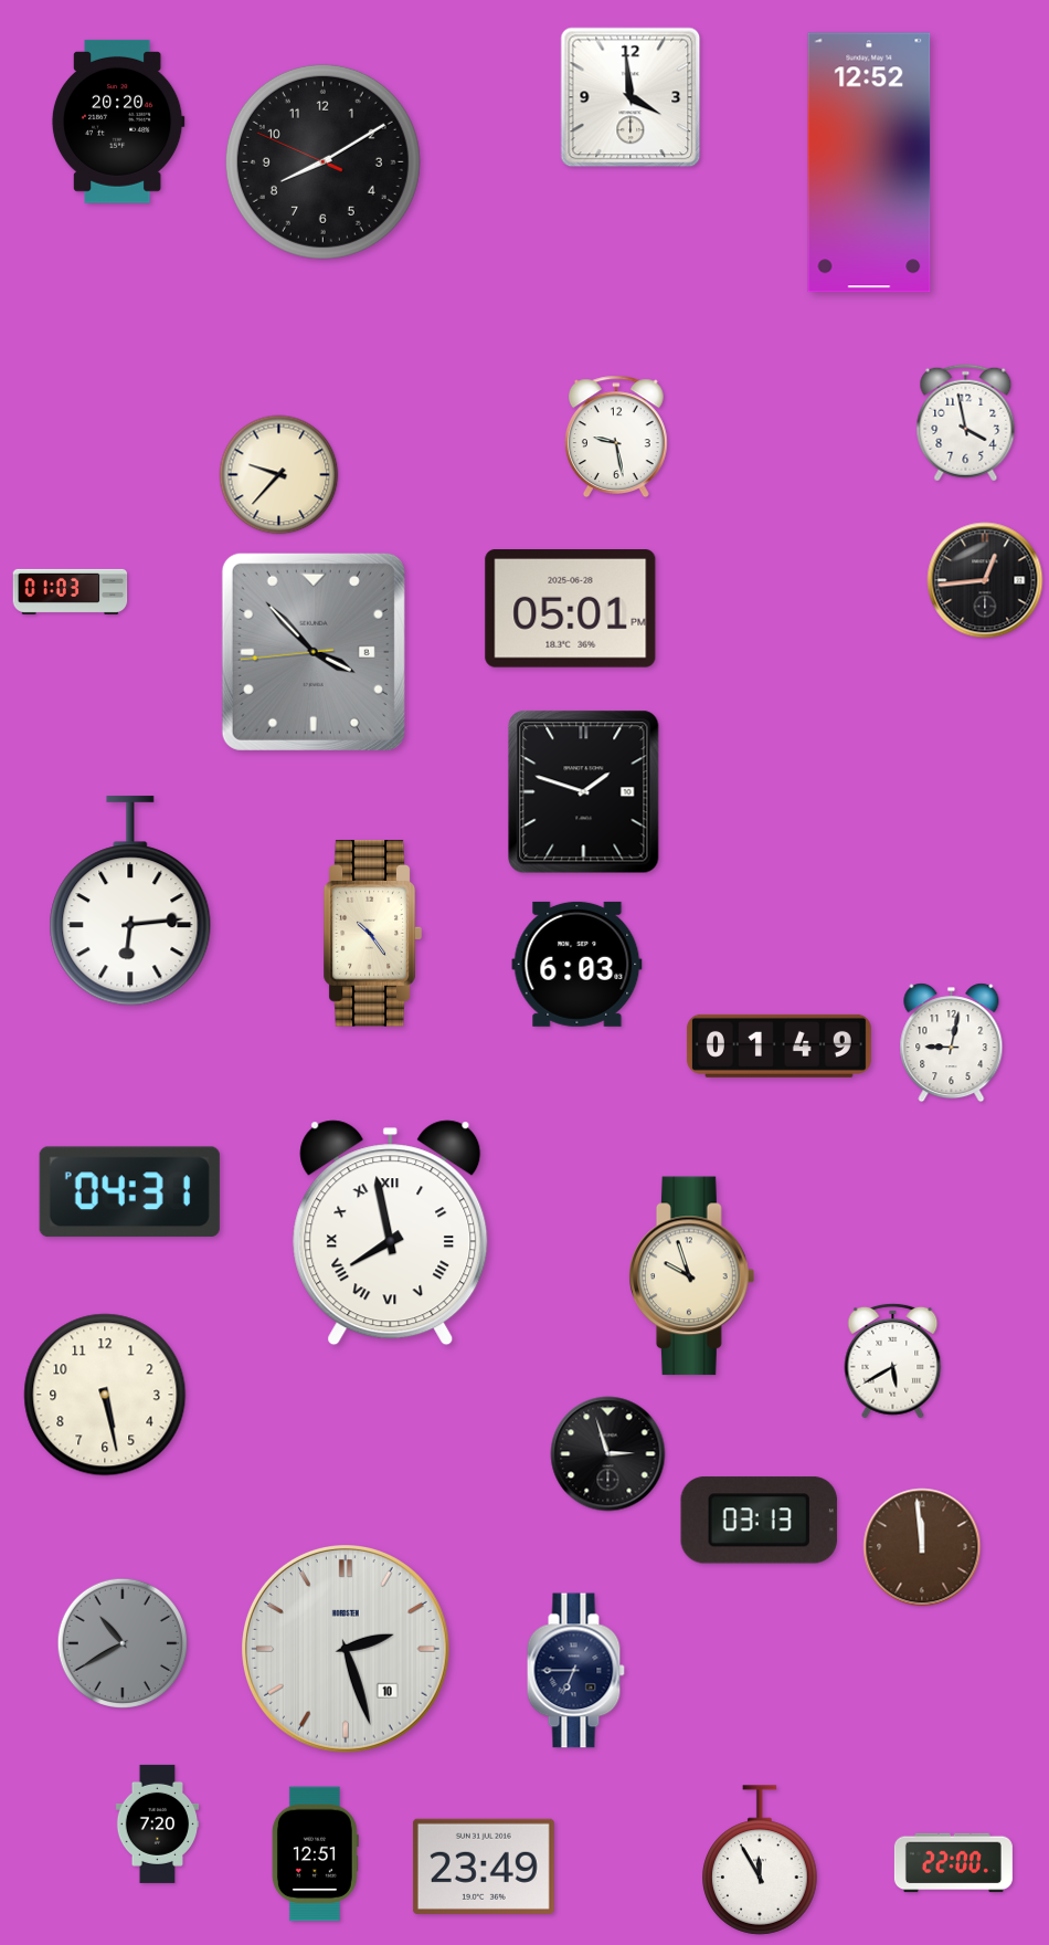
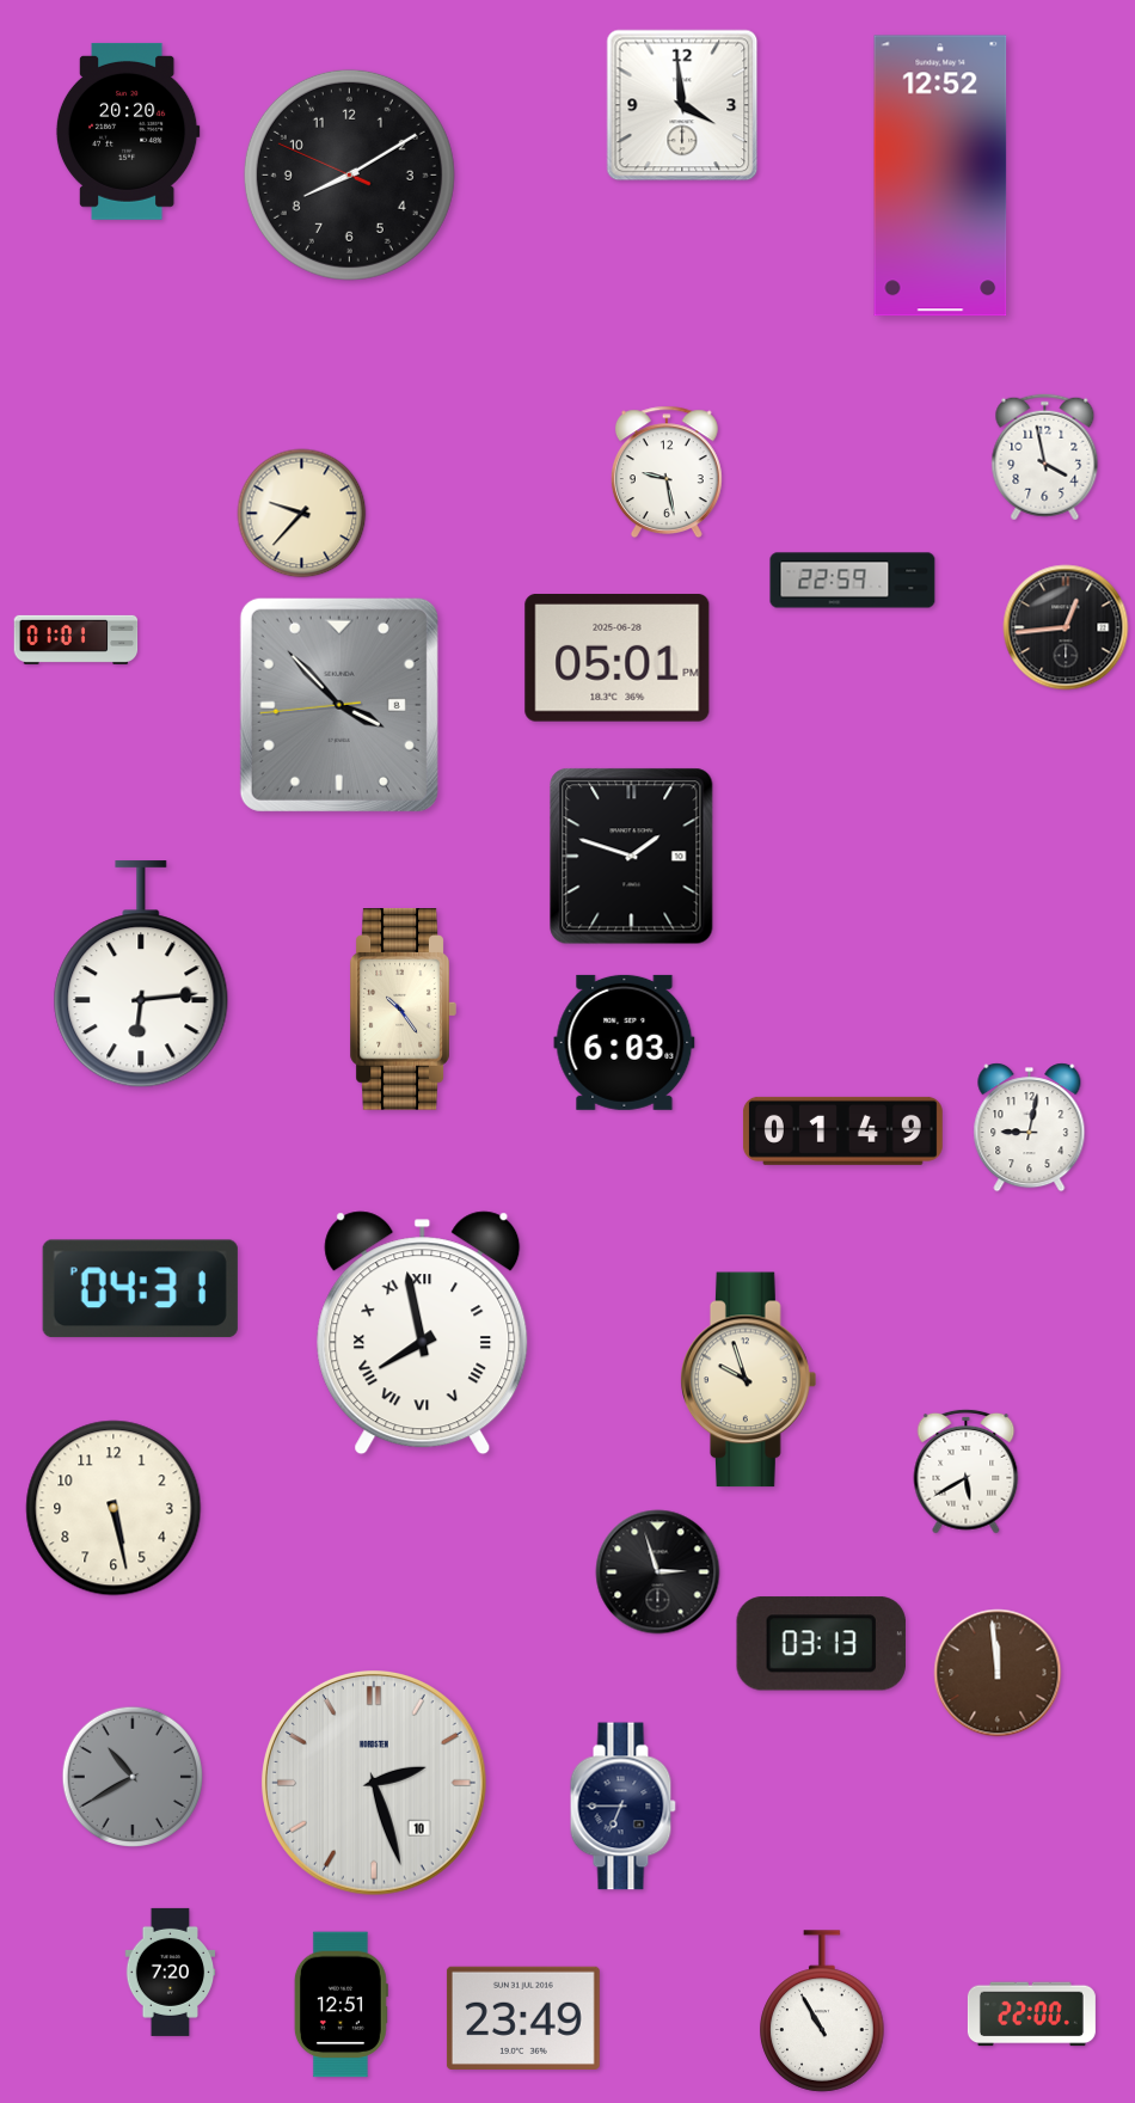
clock at (853, 581): none -> 22:59
clock at (71, 591): 01:03 -> 01:01
clock at (760, 1860): 11:55 -> 10:55
